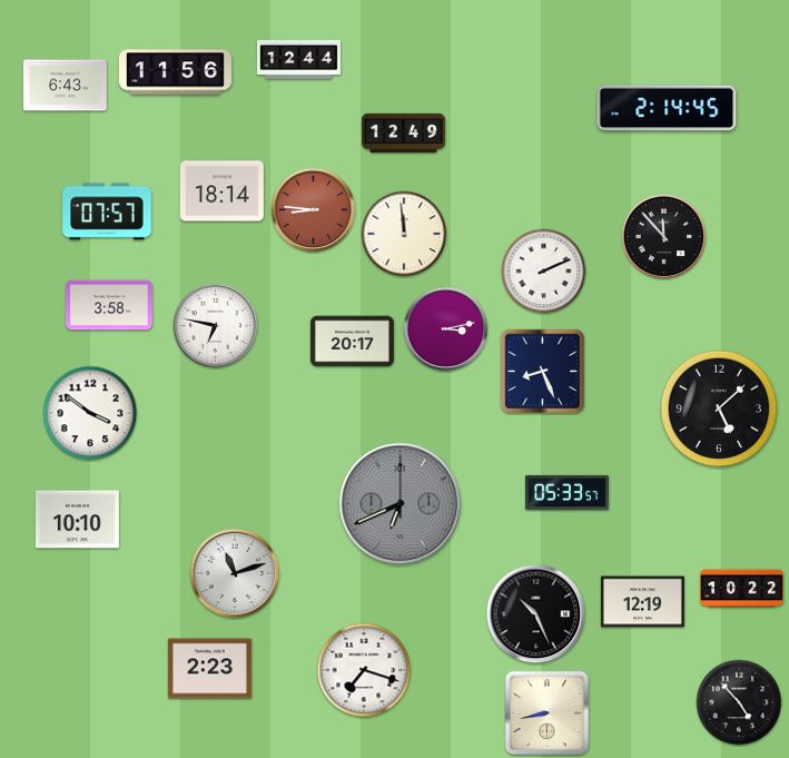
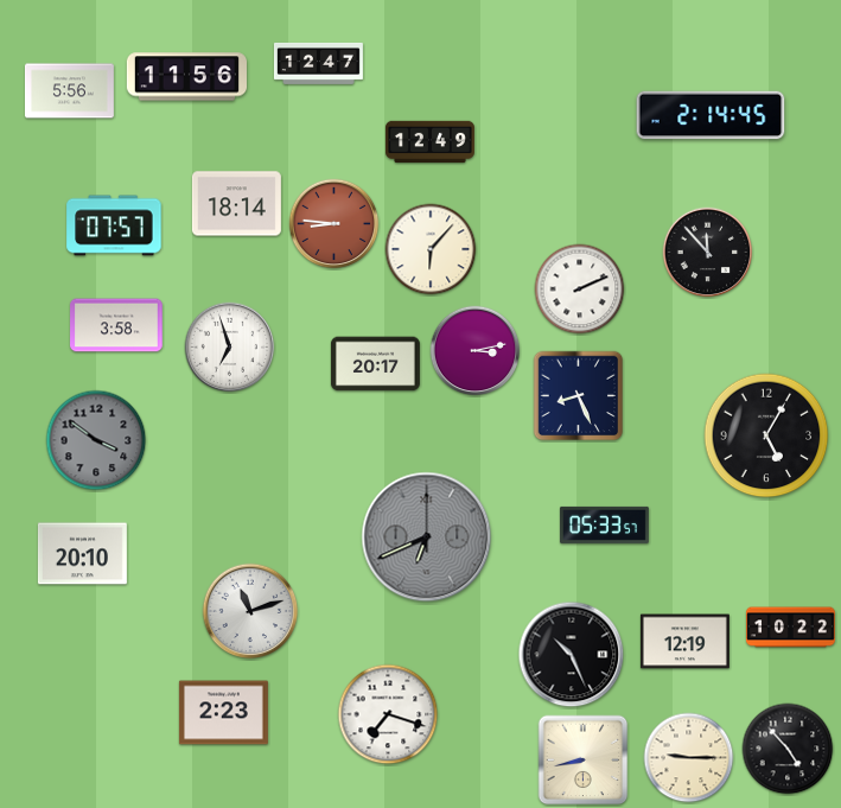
clock at (298, 59): 12:44 -> 12:47
clock at (65, 86): 6:43 -> 5:56
clock at (404, 234): 11:59 -> 6:07
clock at (216, 326): 6:47 -> 6:57
clock at (719, 408): 5:08 -> 5:05
clock at (90, 413) dial: white -> grey
clock at (77, 520): 10:10 -> 20:10
clock at (689, 758): none -> 9:15
